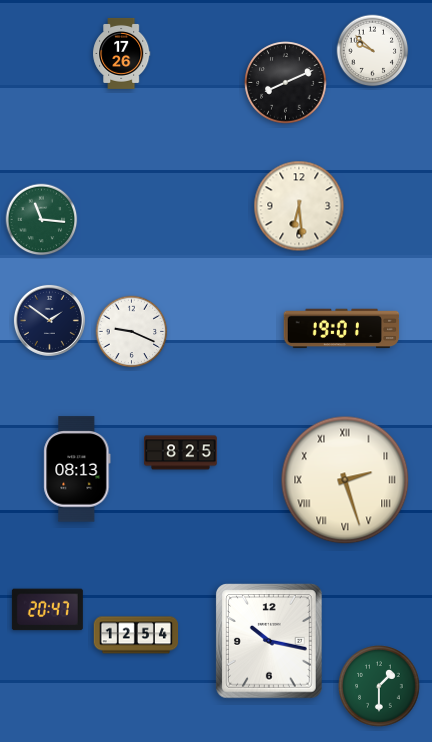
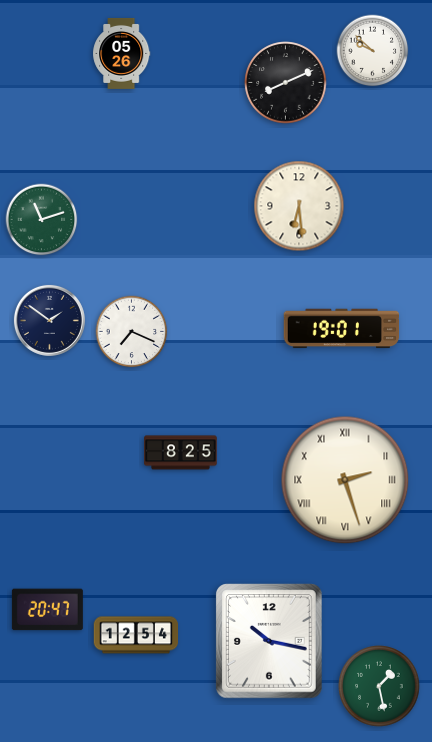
clock at (122, 53): 17:26 -> 05:26
clock at (42, 220): 11:16 -> 11:12
clock at (132, 332): 9:19 -> 7:19
clock at (77, 469): 08:13 -> none
clock at (379, 686): 1:30 -> 1:28
